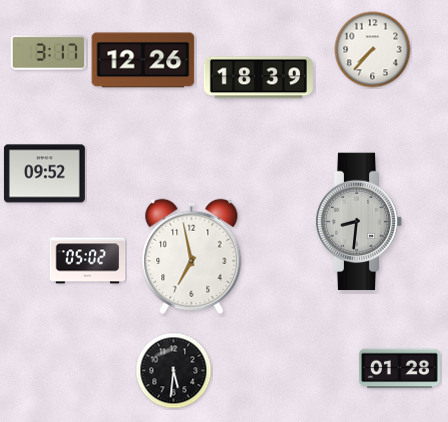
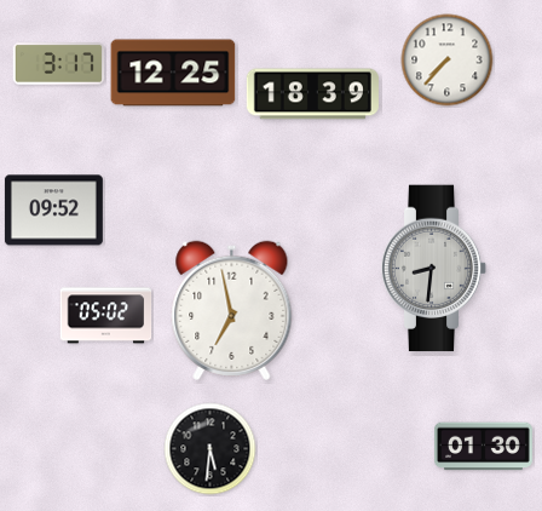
clock at (373, 50) position: (373, 50) -> (448, 61)
clock at (143, 60): 12:26 -> 12:25
clock at (399, 369): 01:28 -> 01:30
